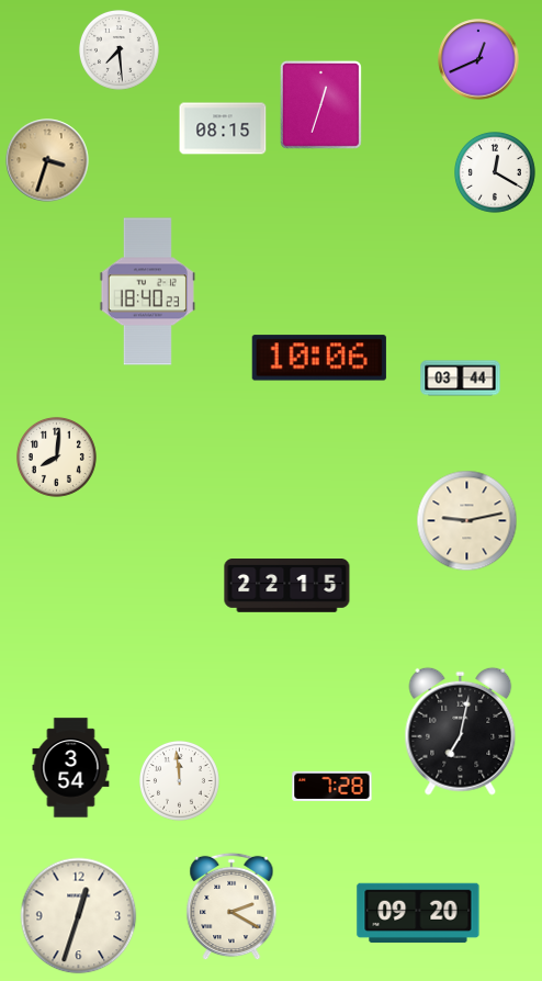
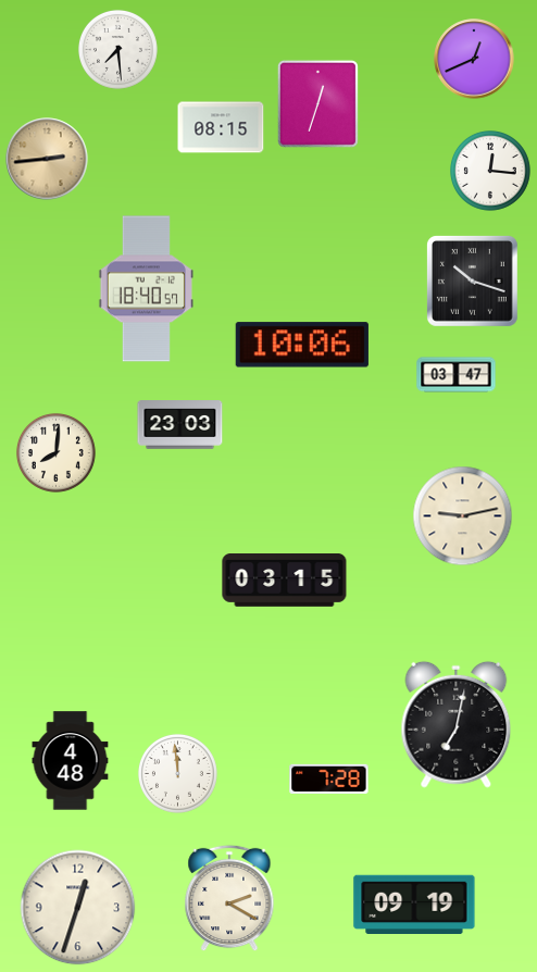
clock at (47, 160): 3:33 -> 2:44
clock at (496, 173): 12:20 -> 12:16
clock at (472, 281): none -> 10:18
clock at (147, 292): 18:40:23 -> 18:40:57
clock at (319, 358) position: (319, 358) -> (302, 345)
clock at (461, 379): 03:44 -> 03:47
clock at (180, 425): none -> 23:03
clock at (287, 586): 22:15 -> 03:15
clock at (71, 768): 3:54 -> 4:48
clock at (418, 913): 09:20 -> 09:19
